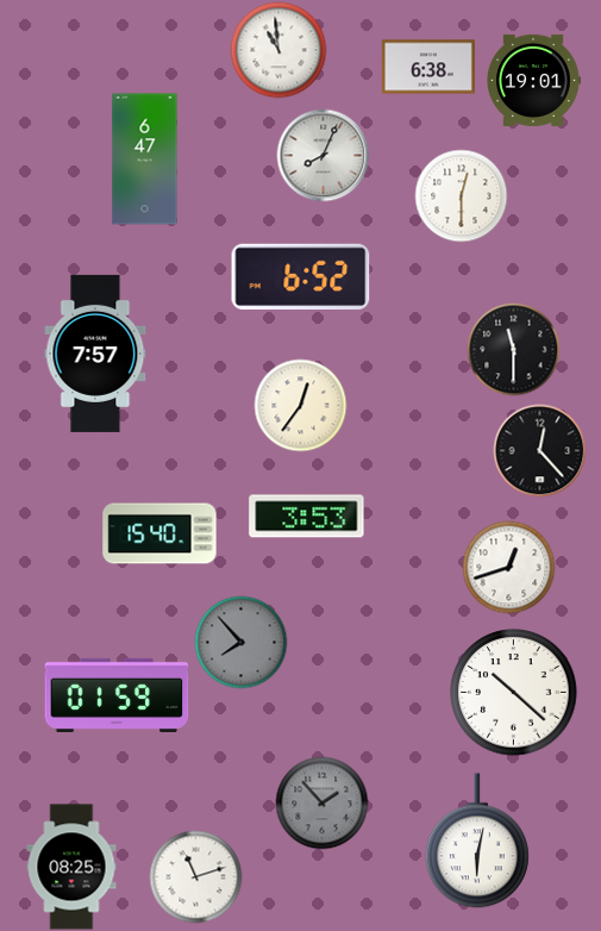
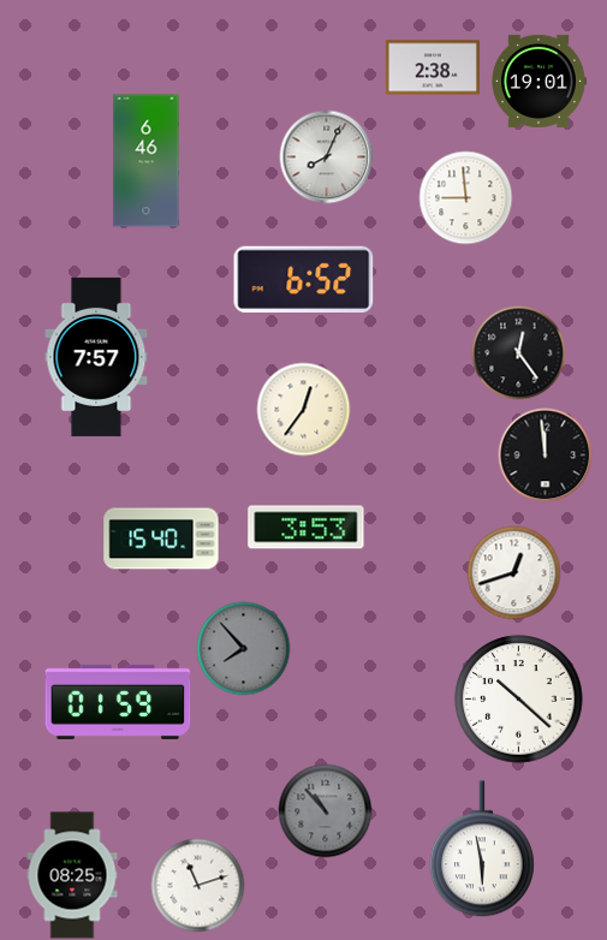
clock at (278, 50): 10:59 -> none
clock at (428, 67): 6:38 -> 2:38
clock at (145, 160): 6:47 -> 6:46
clock at (461, 195): 12:30 -> 8:59
clock at (513, 349): 11:30 -> 12:24
clock at (539, 450): 12:23 -> 11:59
clock at (307, 517) position: (307, 517) -> (307, 528)
clock at (321, 802): 1:53 -> 10:53
clock at (477, 841): 6:02 -> 5:58
